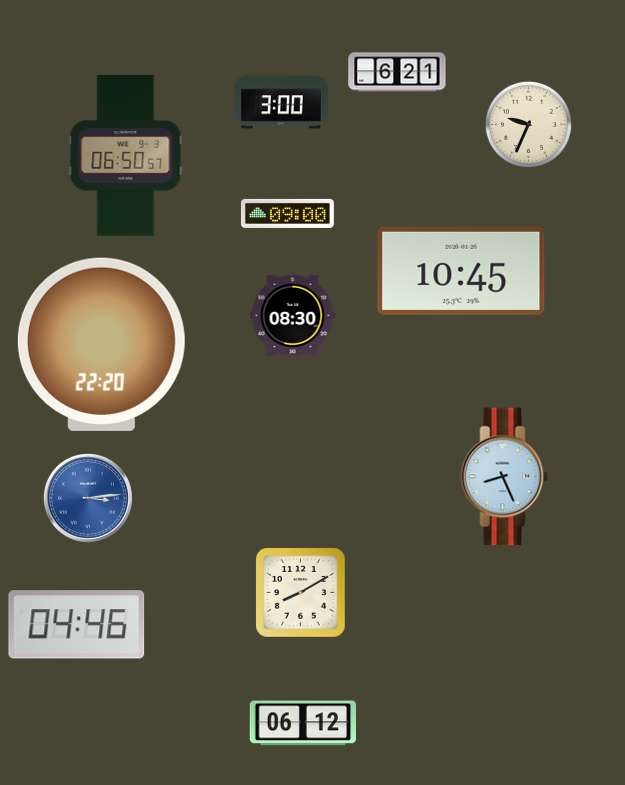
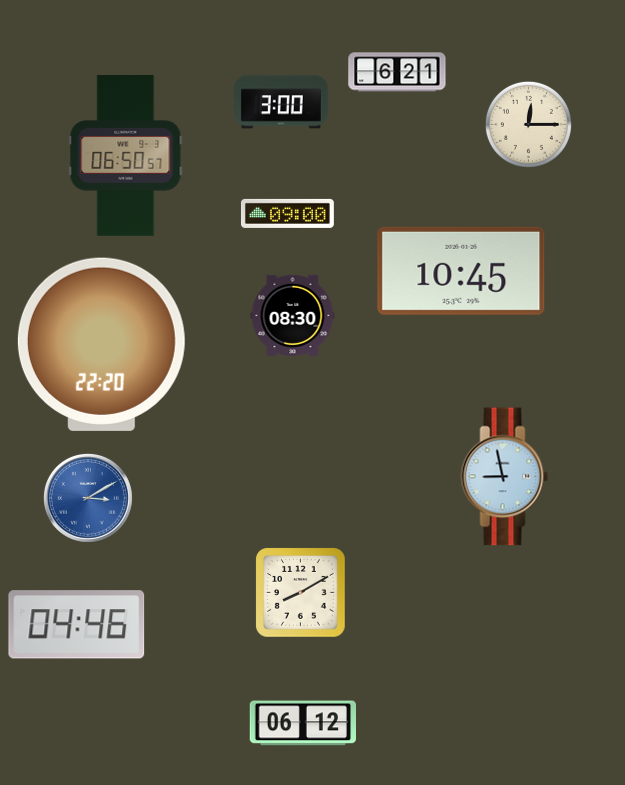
clock at (528, 124): 9:34 -> 12:15
clock at (505, 477): 8:26 -> 8:58
clock at (88, 498): 3:14 -> 3:10
